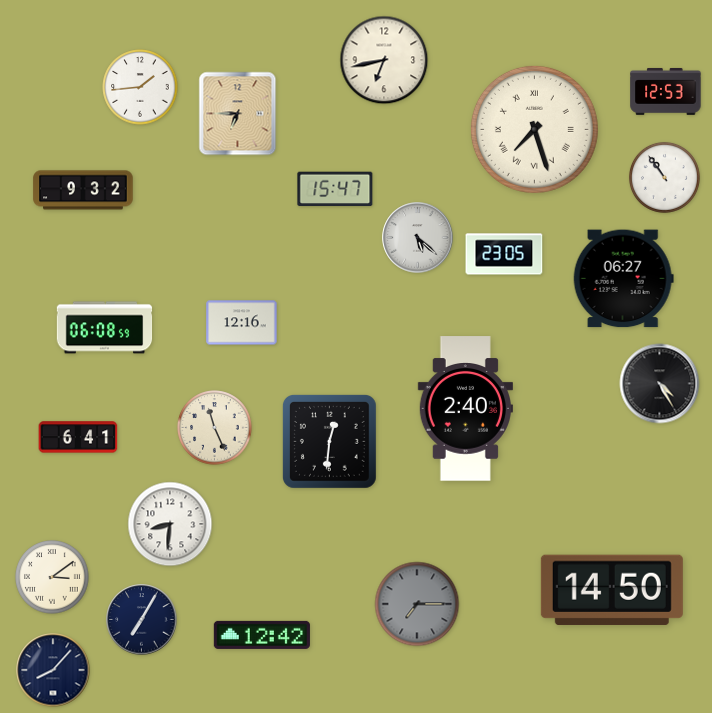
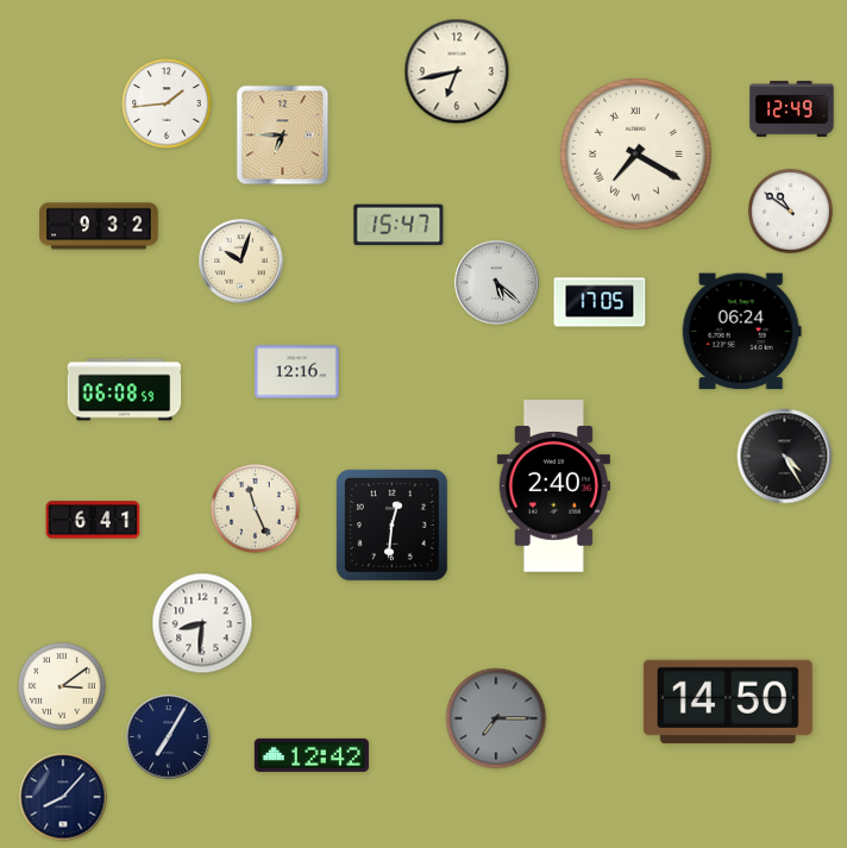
clock at (666, 92): 12:53 -> 12:49
clock at (534, 129): 7:27 -> 7:20
clock at (664, 177): 10:54 -> 10:51
clock at (241, 262): none -> 10:03
clock at (504, 254): 23:05 -> 17:05
clock at (623, 279): 06:27 -> 06:24
clock at (242, 323) position: (242, 323) -> (297, 372)
